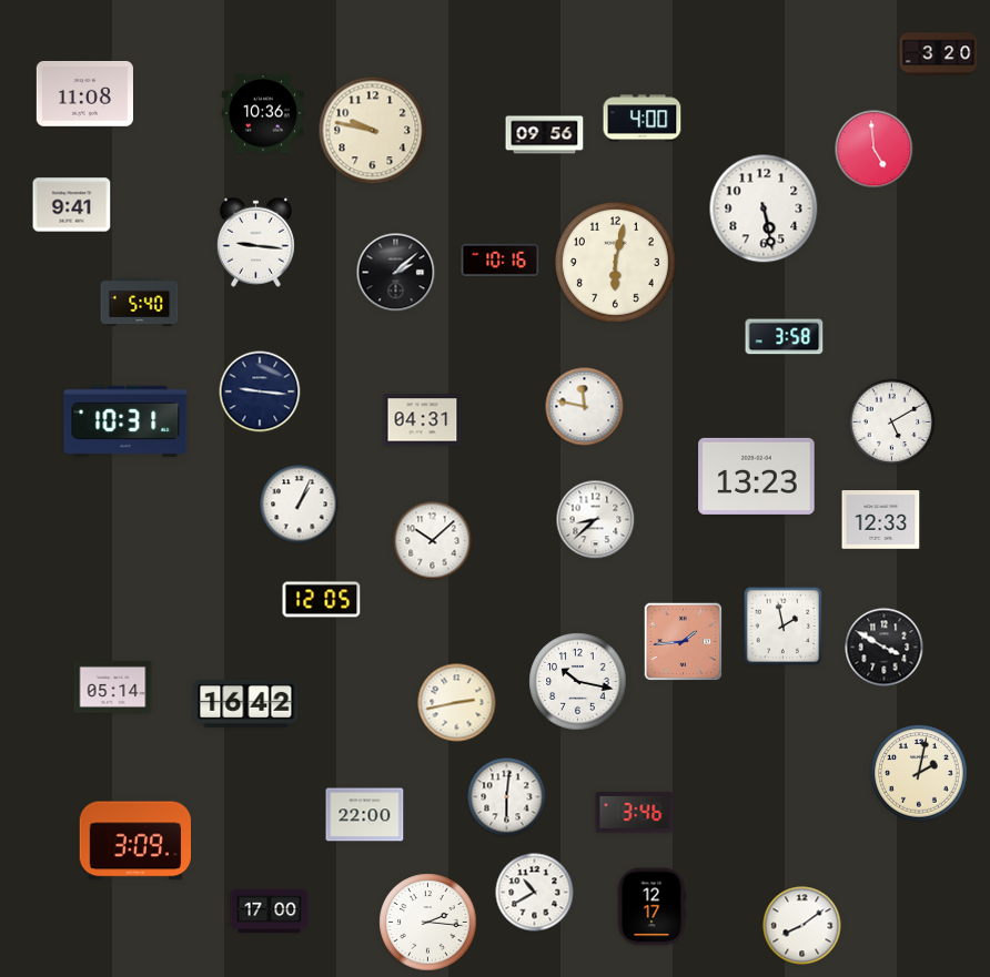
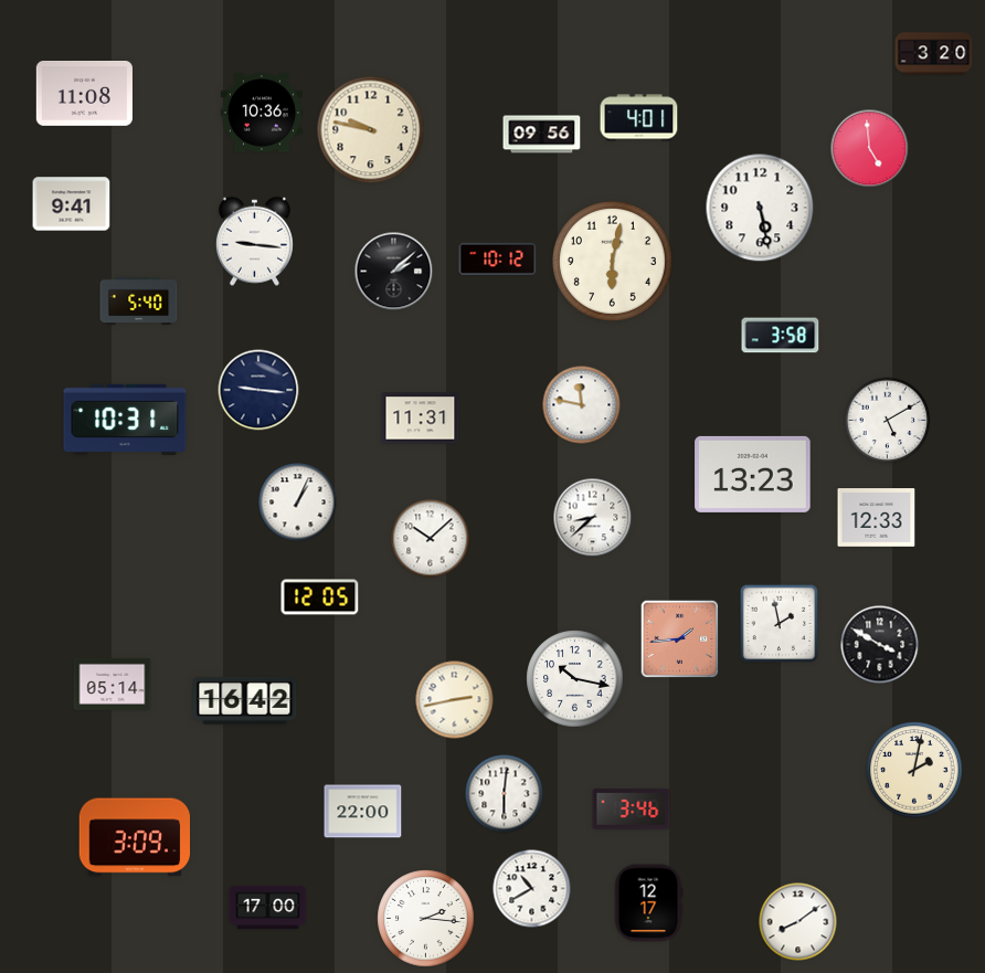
clock at (643, 119): 4:00 -> 4:01
clock at (501, 259): 10:16 -> 10:12
clock at (423, 420): 04:31 -> 11:31
